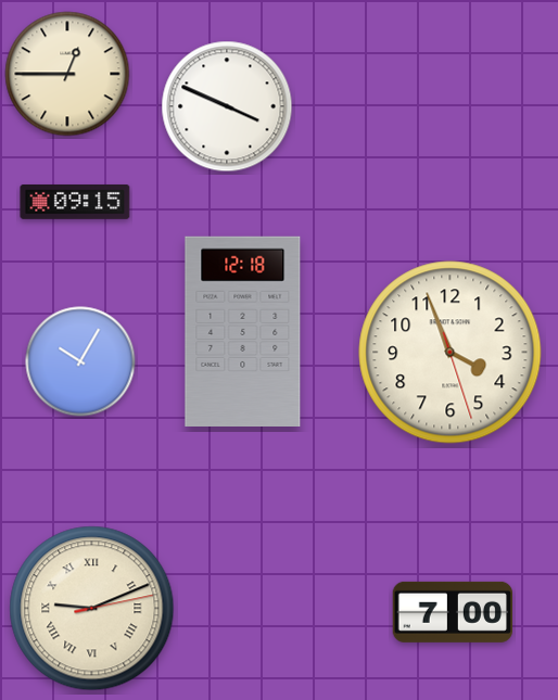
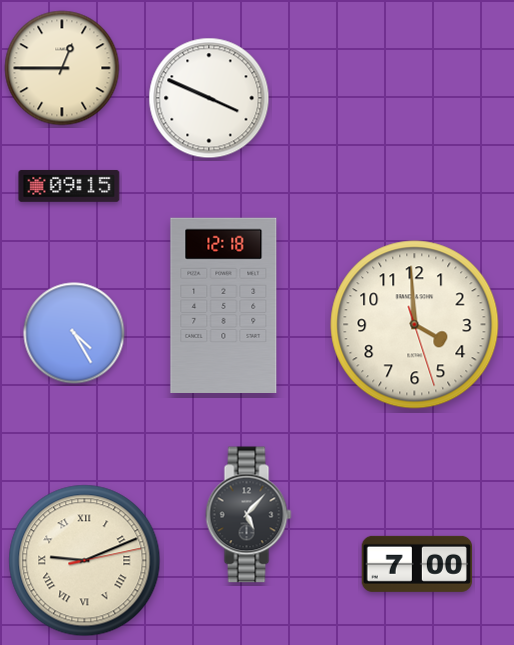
clock at (451, 353): 3:56 -> 3:59
clock at (80, 361): 10:05 -> 4:25
clock at (249, 515): none -> 5:07
